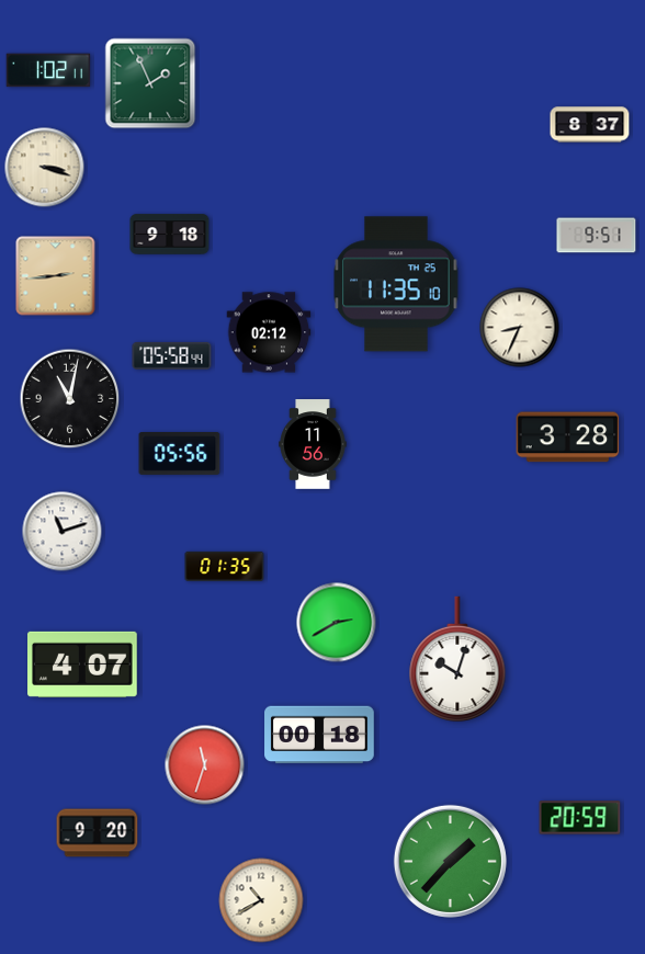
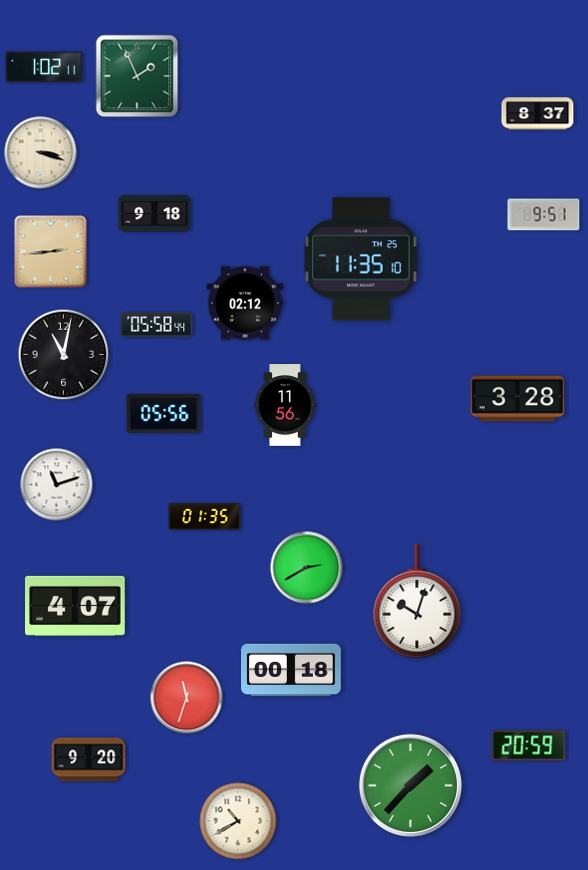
clock at (48, 70) position: (48, 70) -> (44, 67)
clock at (520, 328): 8:34 -> none
clock at (70, 399) position: (70, 399) -> (64, 355)
